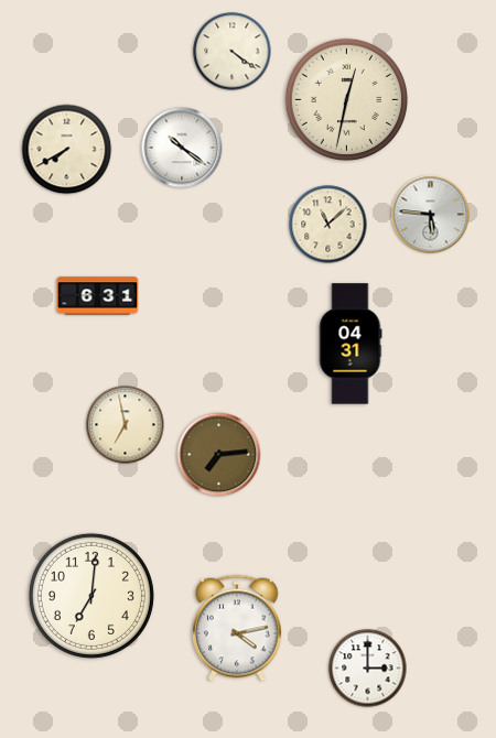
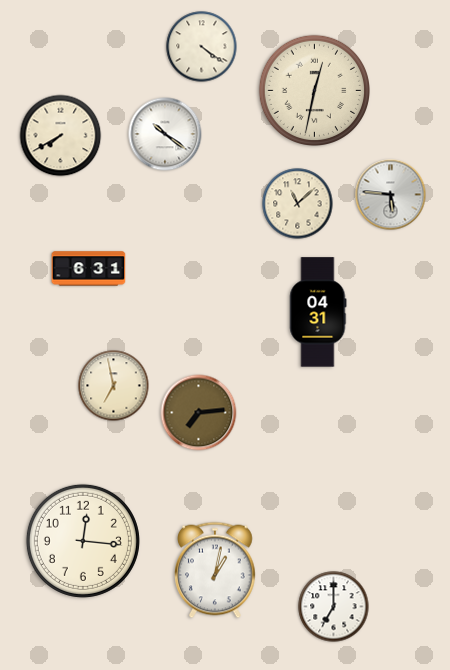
clock at (233, 52) position: (233, 52) -> (202, 47)
clock at (91, 596): 7:01 -> 12:16
clock at (238, 628): 4:13 -> 1:02
clock at (368, 669): 3:00 -> 7:00
